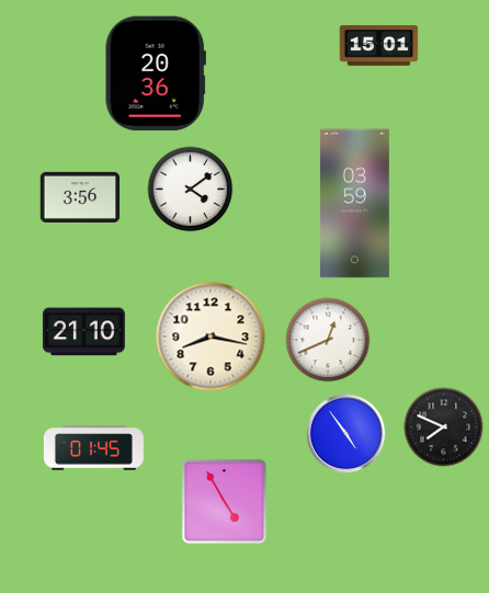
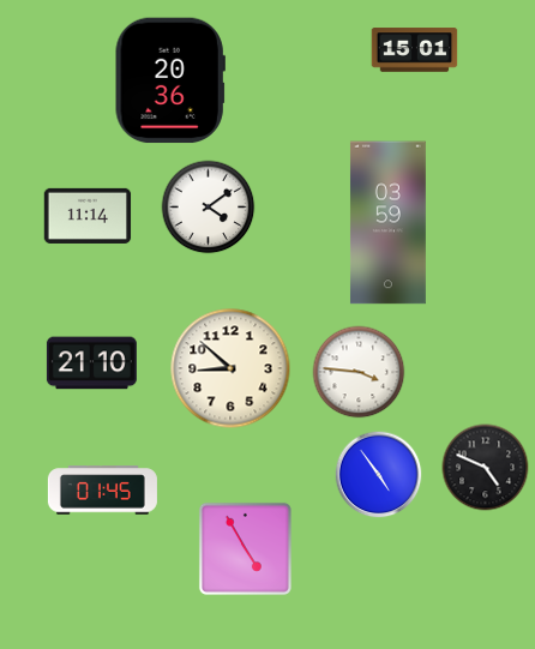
clock at (80, 197): 3:56 -> 11:14
clock at (211, 337): 8:17 -> 8:52
clock at (328, 340): 12:41 -> 3:46
clock at (444, 427): 7:49 -> 4:49
